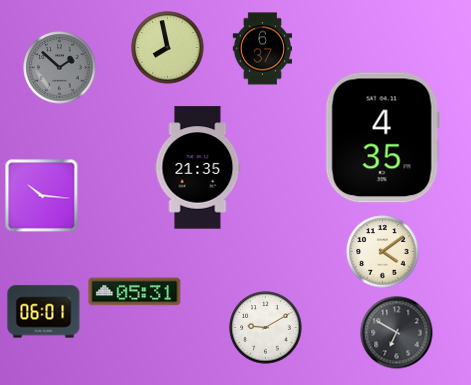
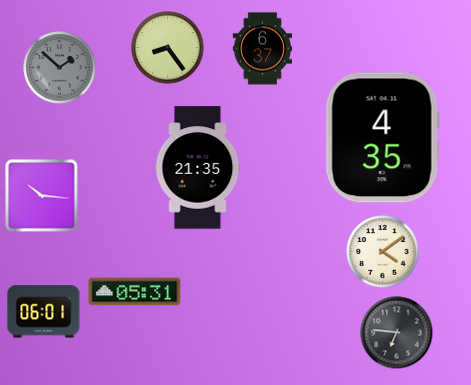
clock at (168, 48): 7:58 -> 8:24
clock at (266, 328): 9:10 -> none
clock at (397, 333): 6:50 -> 6:46
